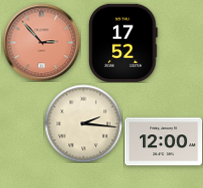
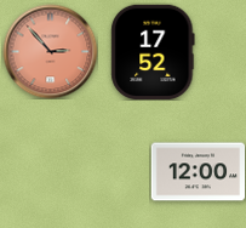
clock at (123, 42) position: (123, 42) -> (153, 51)
clock at (83, 123): 2:16 -> none
